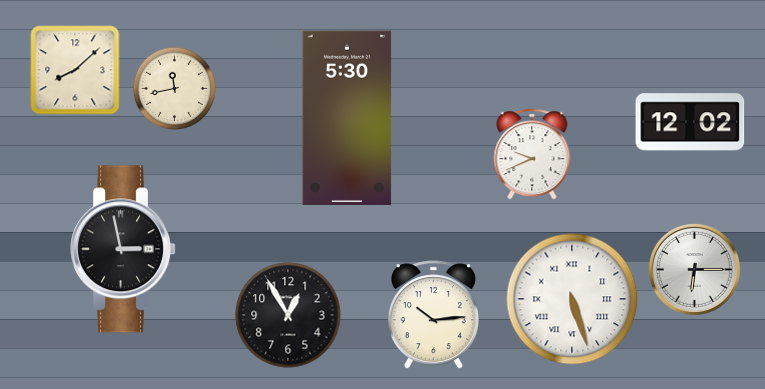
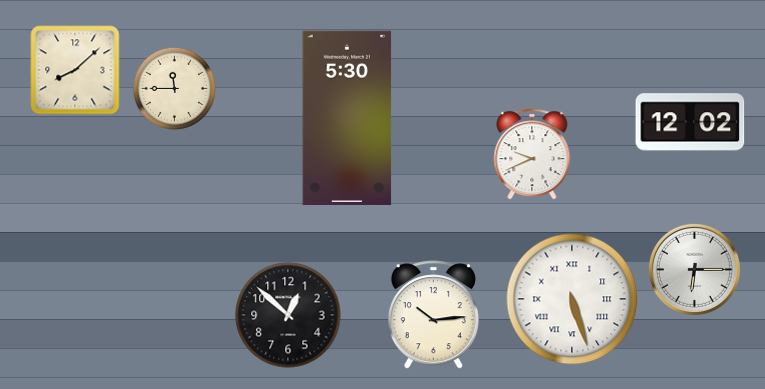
clock at (175, 89): 11:43 -> 11:45
clock at (124, 249): 2:58 -> none
clock at (288, 315): 12:55 -> 12:52
